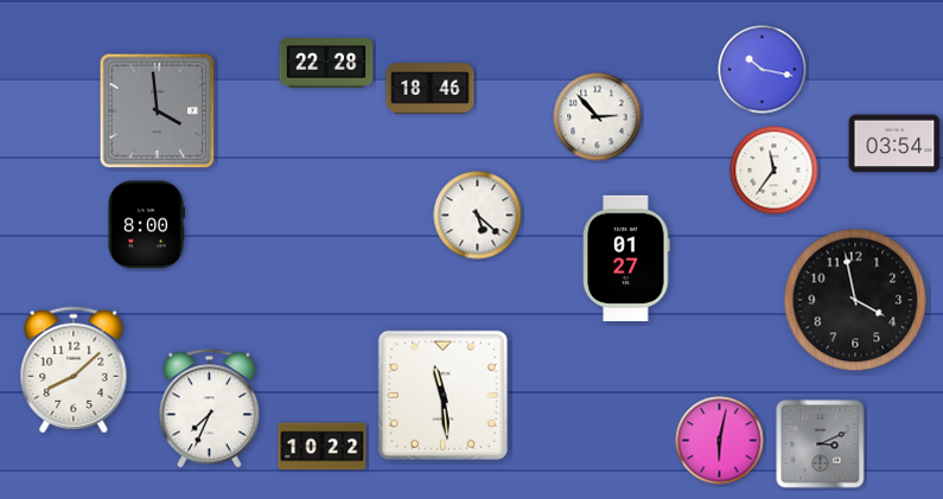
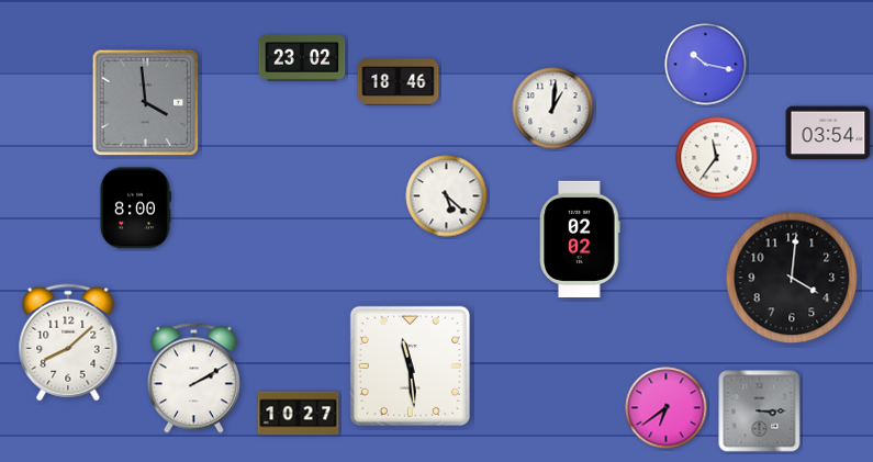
clock at (326, 63): 22:28 -> 23:02
clock at (598, 117): 2:53 -> 1:01
clock at (478, 216) position: (478, 216) -> (447, 196)
clock at (626, 257): 01:27 -> 02:02
clock at (855, 300): 3:58 -> 4:01
clock at (209, 409): 7:34 -> 2:10
clock at (720, 441): 6:02 -> 6:39
clock at (821, 444): 3:11 -> 3:15
clock at (323, 447): 10:22 -> 10:27
